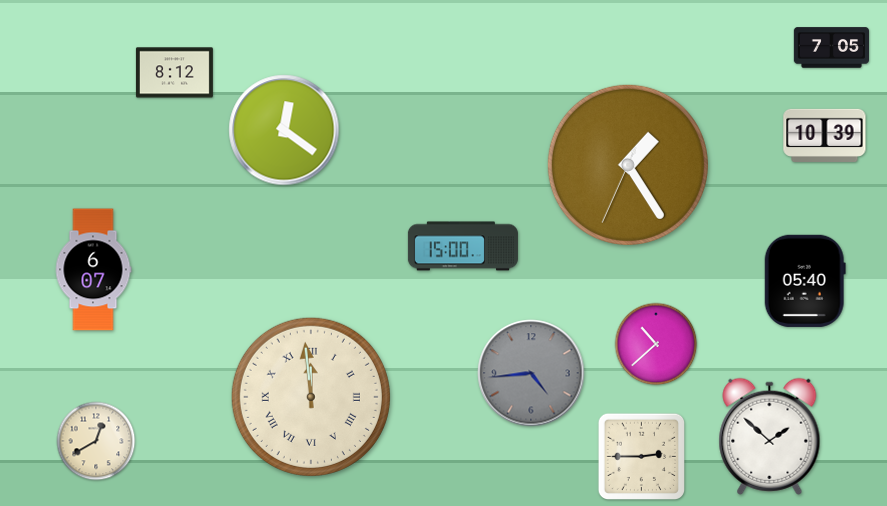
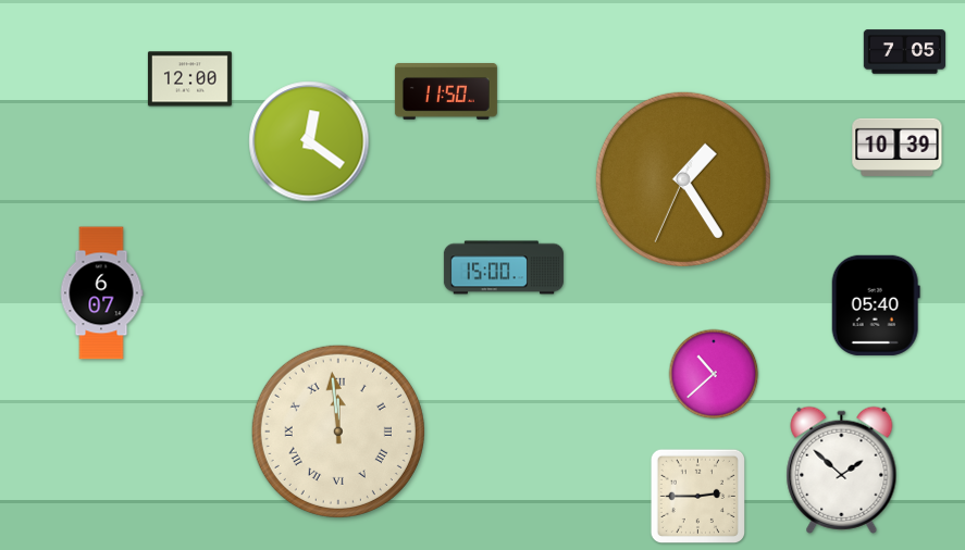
clock at (174, 73): 8:12 -> 12:00
clock at (446, 92): none -> 11:50
clock at (531, 373): 4:44 -> none
clock at (770, 436) position: (770, 436) -> (842, 470)
clock at (96, 441): 12:40 -> none
